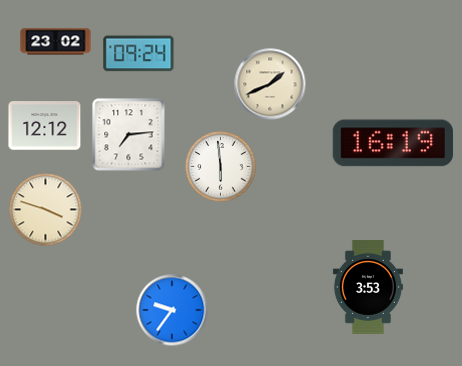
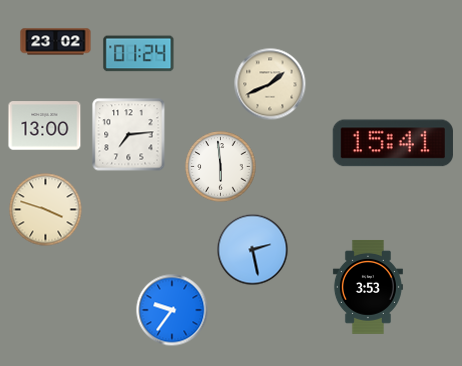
clock at (139, 54): 09:24 -> 01:24
clock at (45, 126): 12:12 -> 13:00
clock at (393, 143): 16:19 -> 15:41
clock at (253, 250): none -> 2:28
